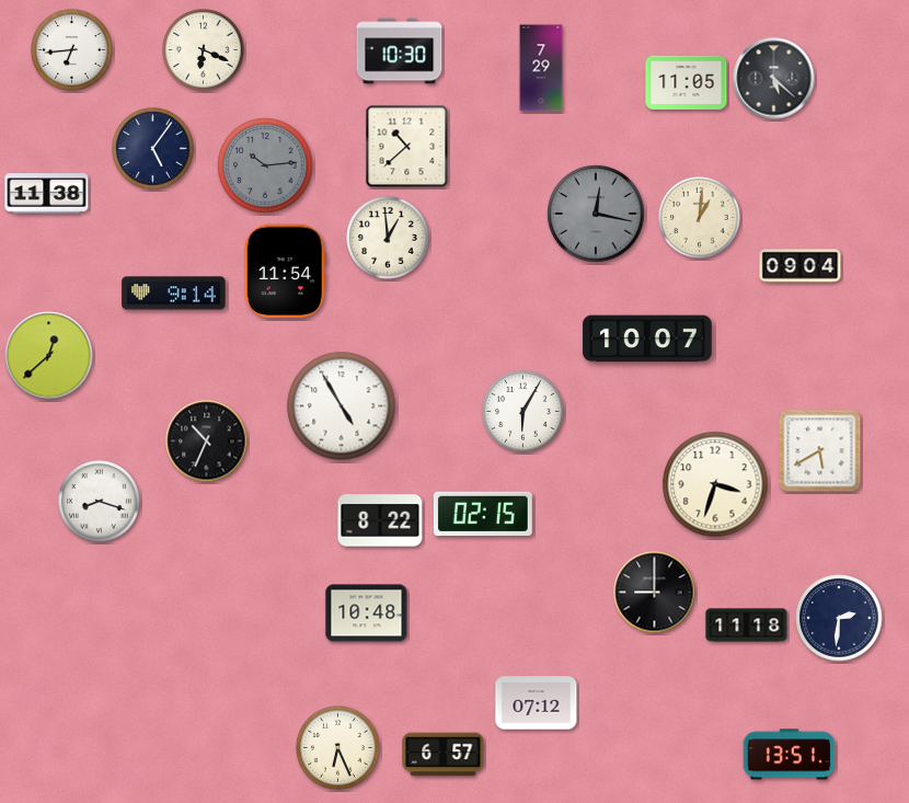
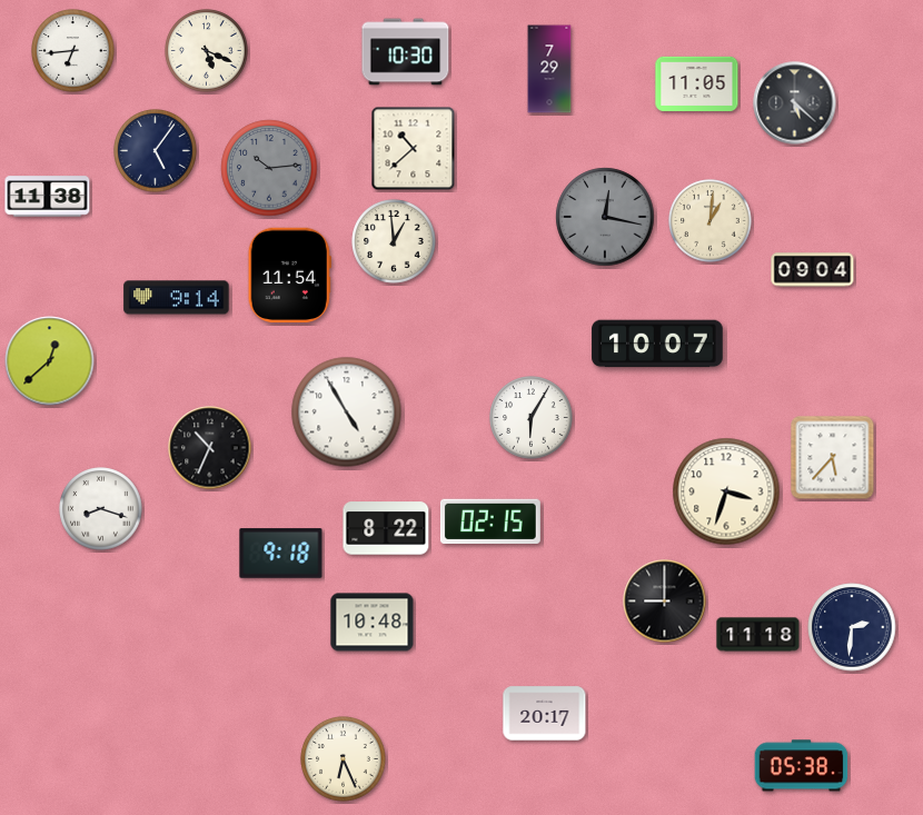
clock at (204, 50): 6:19 -> 5:19
clock at (774, 79) position: (774, 79) -> (795, 103)
clock at (820, 451): 5:40 -> 5:37
clock at (281, 554): none -> 9:18
clock at (537, 703): 07:12 -> 20:17
clock at (444, 755): 6:57 -> none
clock at (790, 755): 13:51 -> 05:38
